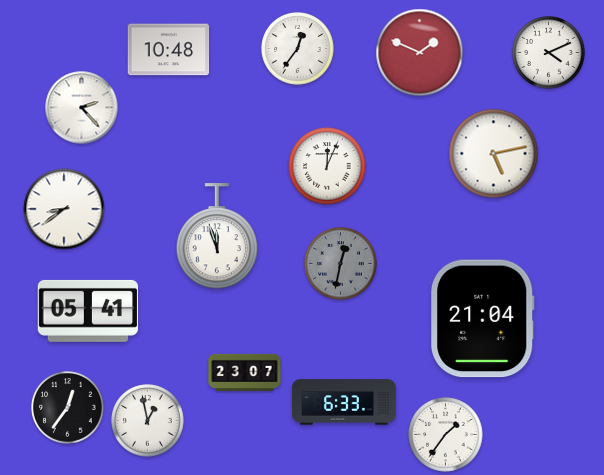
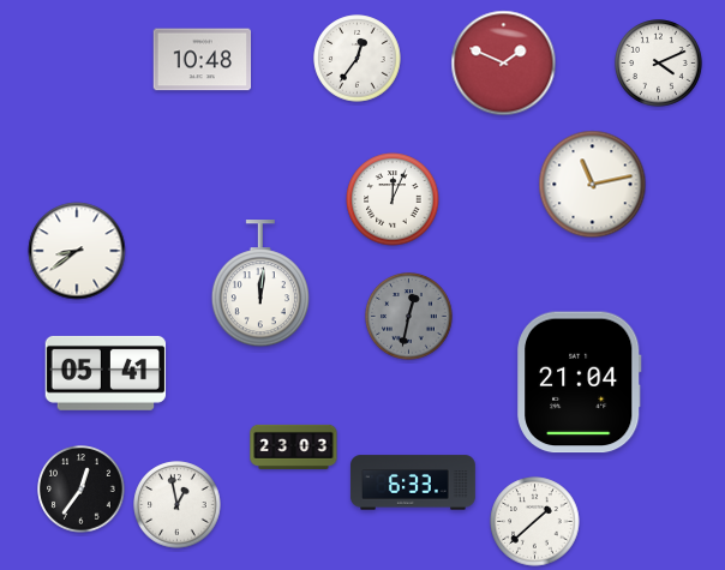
clock at (82, 108): 2:23 -> none
clock at (494, 154): 5:13 -> 11:13
clock at (216, 237): 11:57 -> 12:01
clock at (245, 372): 23:07 -> 23:03
clock at (446, 435): 1:36 -> 1:38
